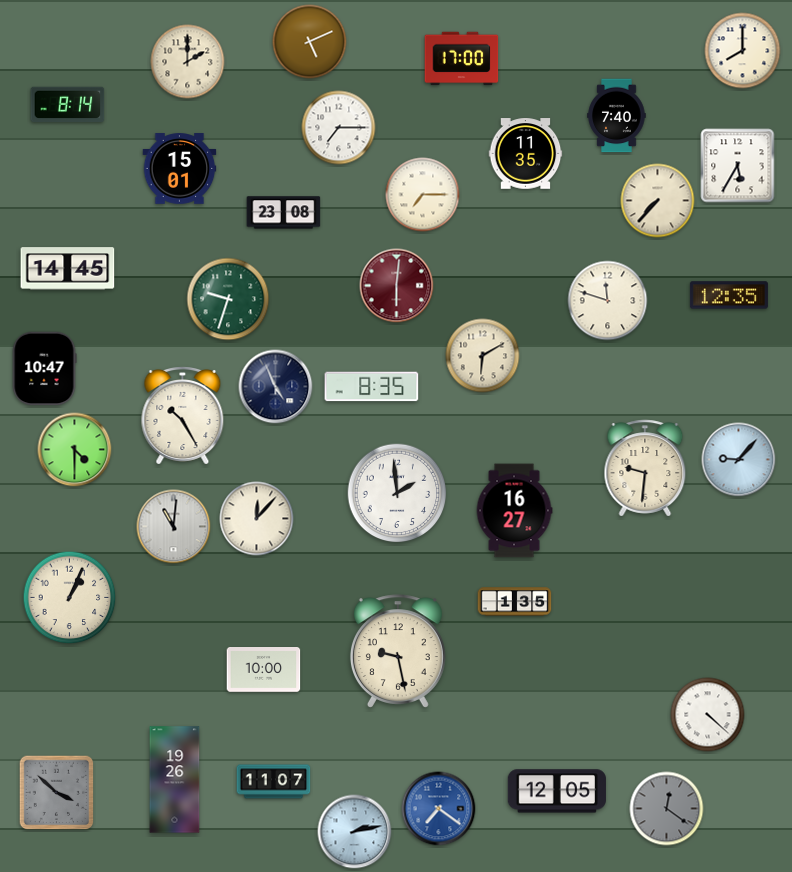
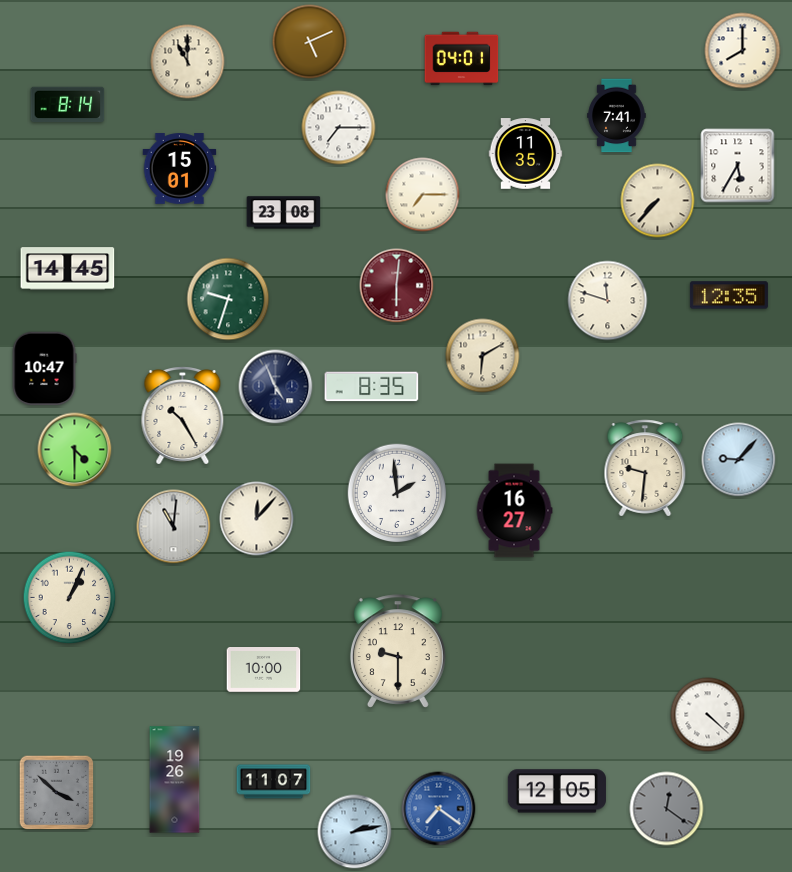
clock at (462, 59): 17:00 -> 04:01
clock at (188, 62): 2:00 -> 11:00
clock at (617, 116): 7:40 -> 7:41
clock at (515, 602): 1:35 -> none
clock at (398, 651): 9:28 -> 9:30
